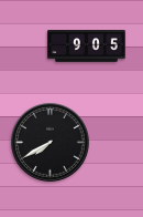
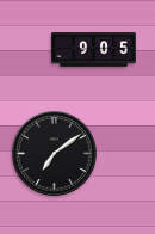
clock at (51, 143): 7:40 -> 7:09
